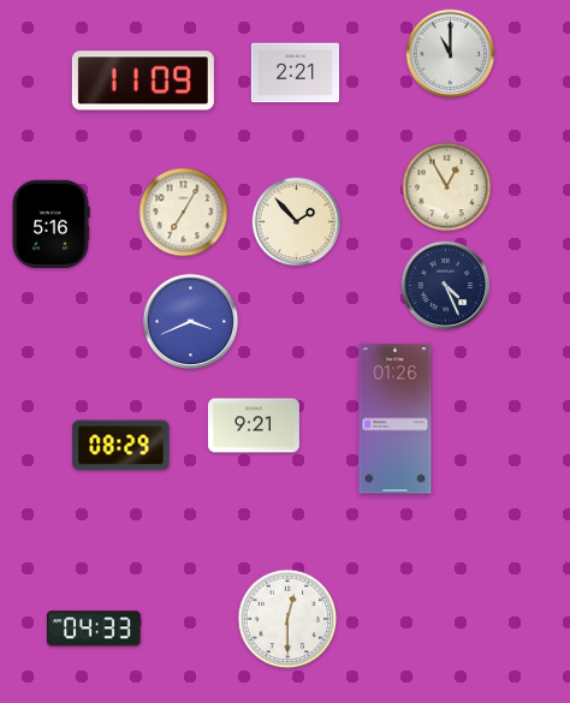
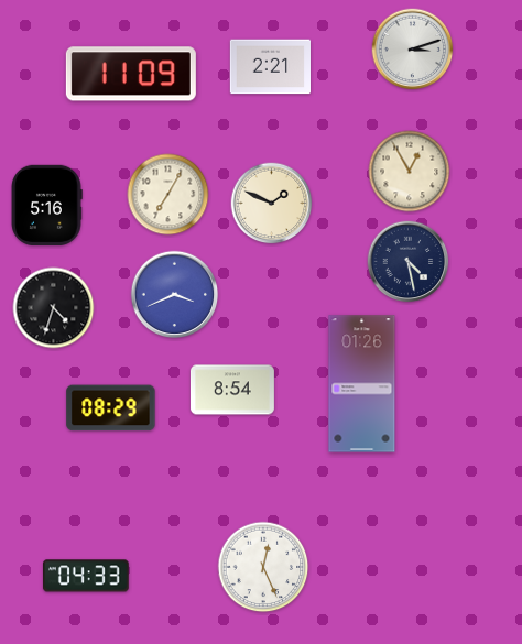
clock at (451, 54): 11:00 -> 3:12
clock at (297, 222): 1:53 -> 1:49
clock at (446, 286): 4:26 -> 4:28
clock at (54, 308): none -> 4:33
clock at (254, 425): 9:21 -> 8:54
clock at (287, 619): 12:30 -> 12:26
